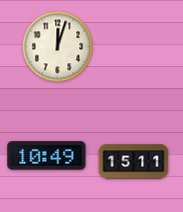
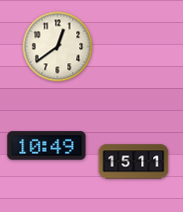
clock at (58, 47): 12:03 -> 12:39
clock at (47, 156) position: (47, 156) -> (47, 146)
